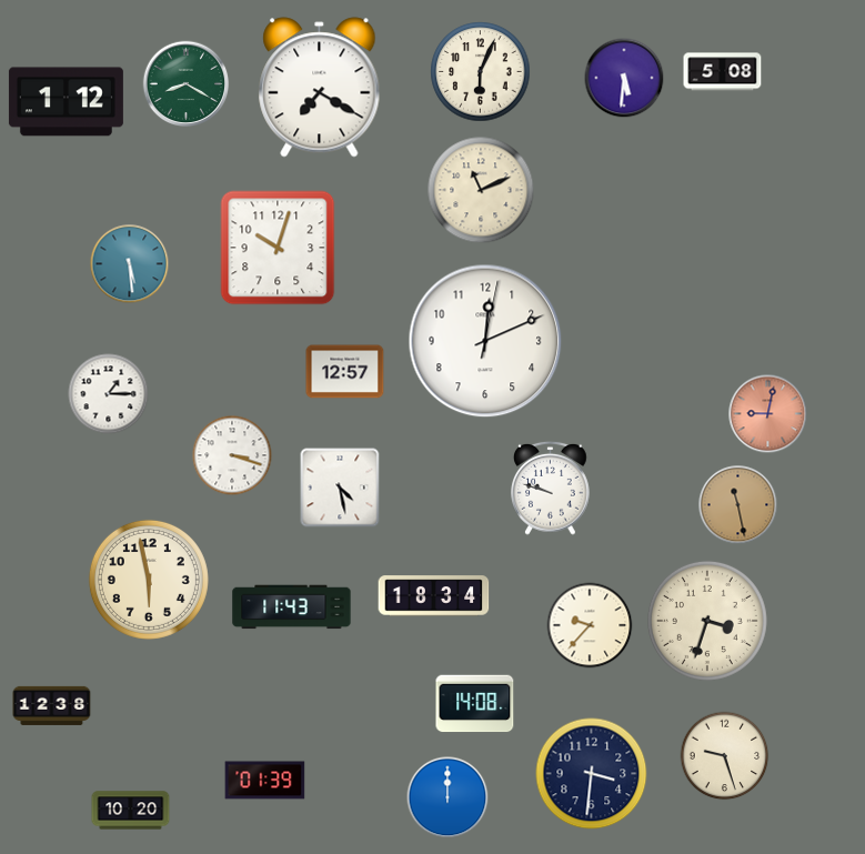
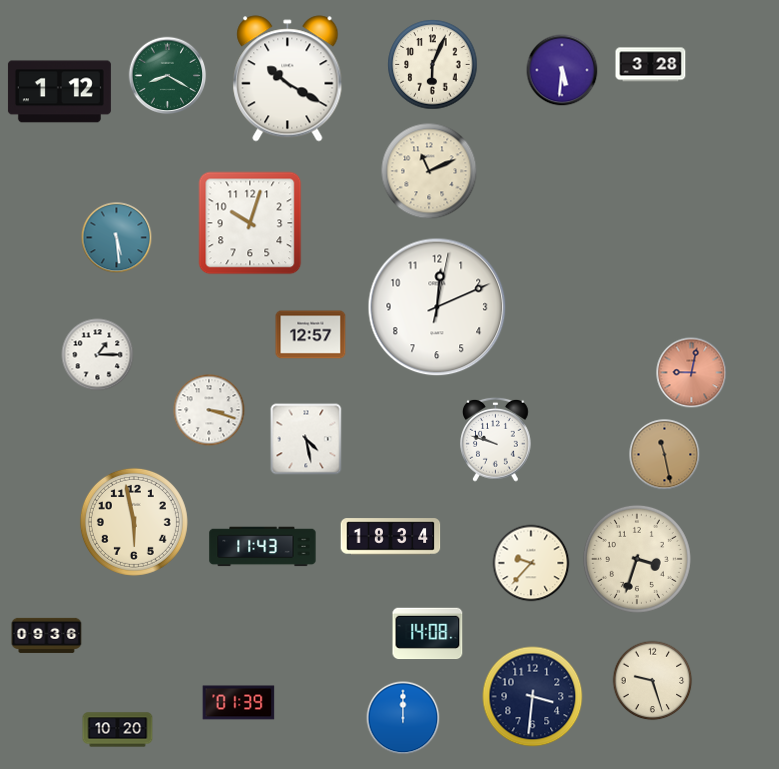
clock at (723, 72): 5:08 -> 3:28
clock at (320, 88): 7:20 -> 10:20
clock at (481, 190) position: (481, 190) -> (429, 171)
clock at (52, 705): 12:38 -> 09:36
